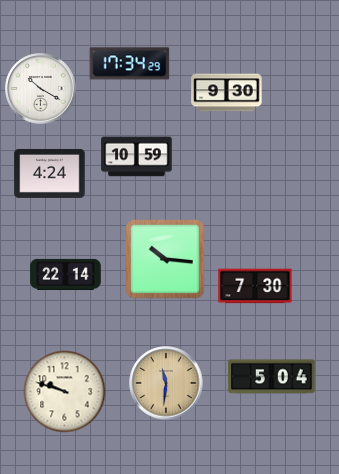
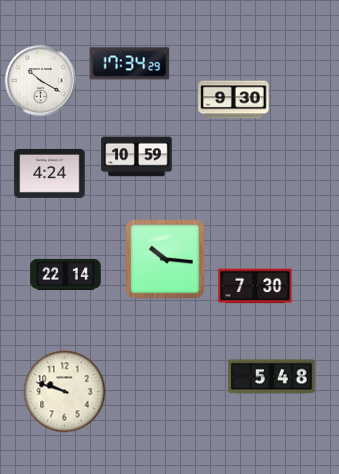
clock at (41, 89) position: (41, 89) -> (41, 81)
clock at (227, 93) position: (227, 93) -> (234, 100)
clock at (272, 377): 5:04 -> 5:48
clock at (166, 383): 11:31 -> none
